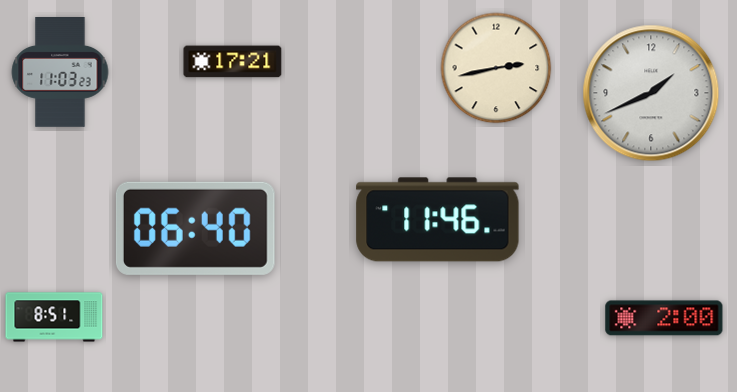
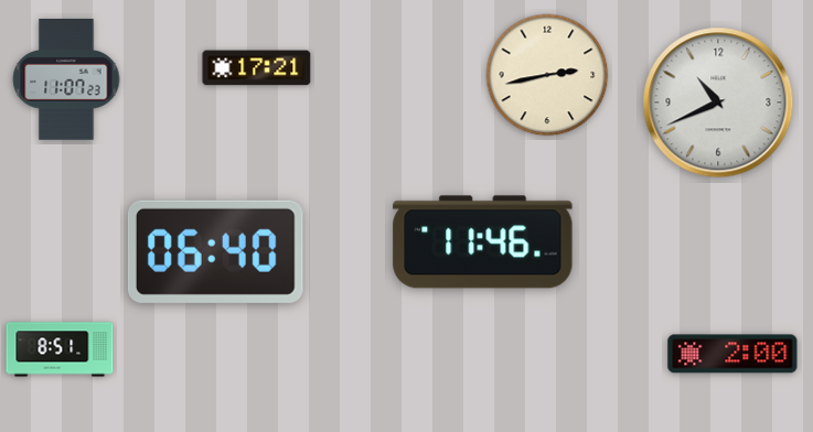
clock at (60, 73): 11:03 -> 11:07
clock at (651, 93): 1:41 -> 10:41
clock at (664, 318) position: (664, 318) -> (732, 354)
